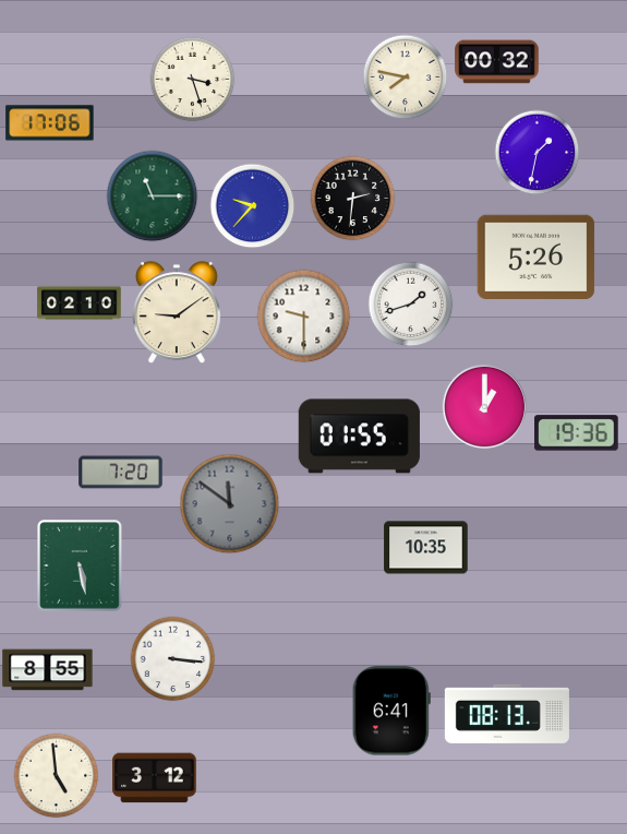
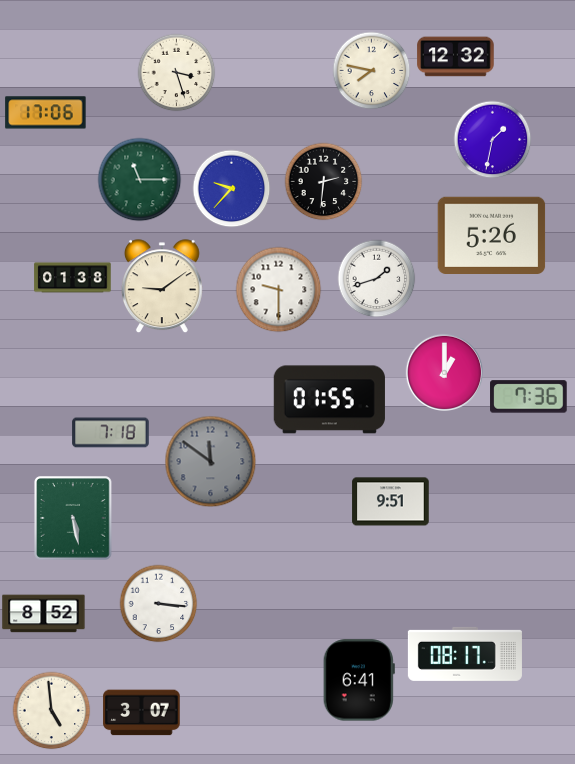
clock at (497, 62): 00:32 -> 12:32
clock at (80, 303): 02:10 -> 01:38
clock at (577, 433): 19:36 -> 7:36
clock at (121, 473): 7:20 -> 7:18
clock at (426, 548): 10:35 -> 9:51
clock at (48, 670): 8:55 -> 8:52
clock at (391, 711) position: (391, 711) -> (359, 680)
clock at (507, 714): 08:13 -> 08:17
clock at (155, 778): 3:12 -> 3:07
